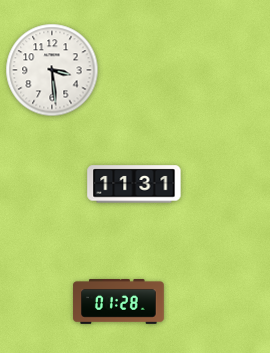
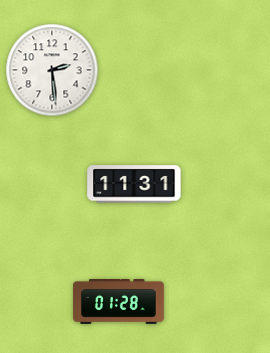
clock at (52, 70): 3:29 -> 2:29
